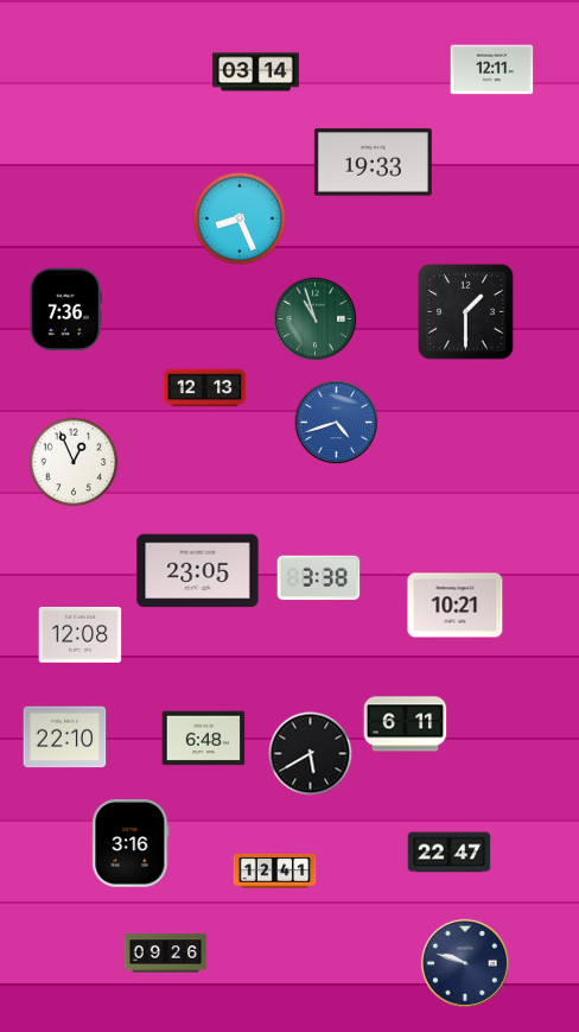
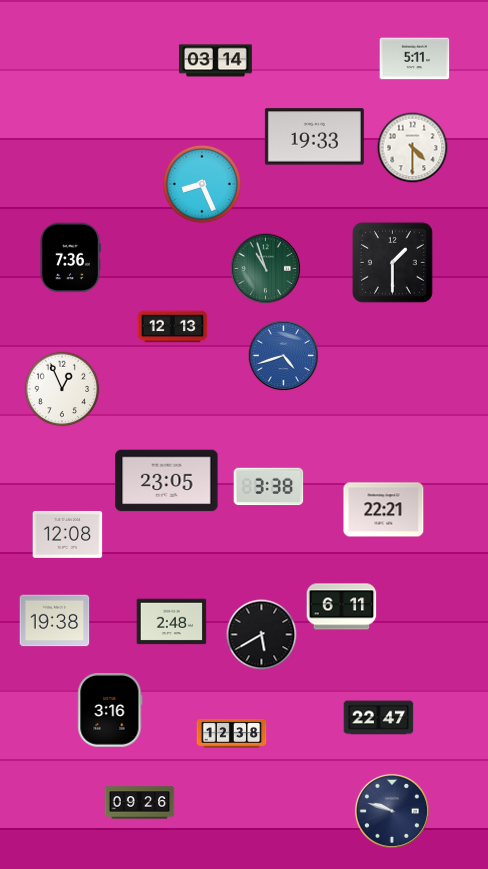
clock at (492, 70): 12:11 -> 5:11
clock at (413, 148): none -> 4:30
clock at (65, 310) position: (65, 310) -> (70, 258)
clock at (456, 606): 10:21 -> 22:21
clock at (406, 724) position: (406, 724) -> (342, 607)
clock at (65, 737): 22:10 -> 19:38
clock at (204, 739): 6:48 -> 2:48
clock at (275, 870): 12:41 -> 12:38
